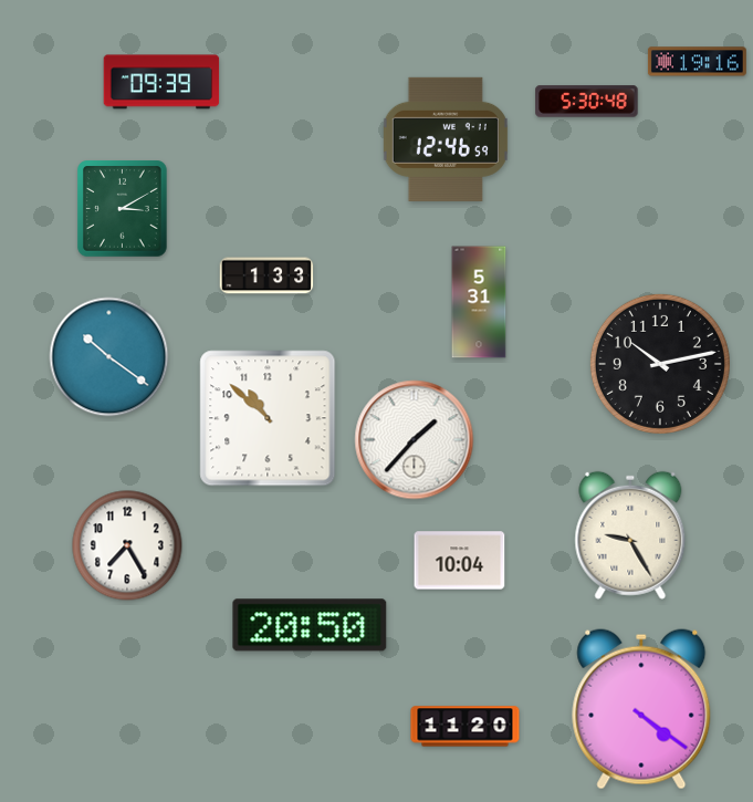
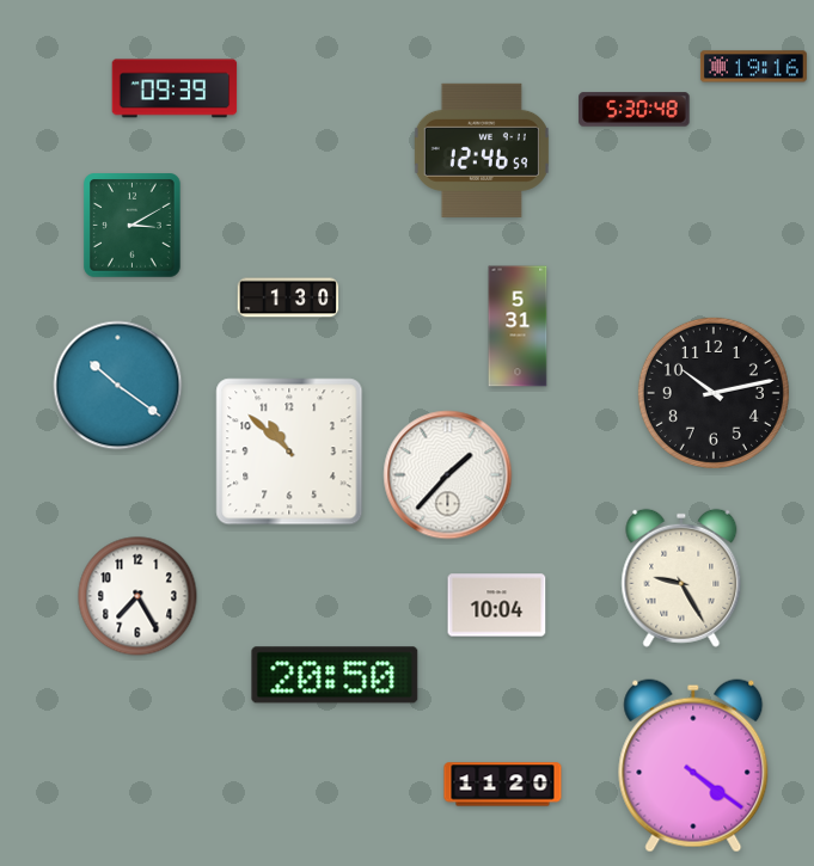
clock at (266, 275): 1:33 -> 1:30
clock at (127, 545) position: (127, 545) -> (137, 596)
